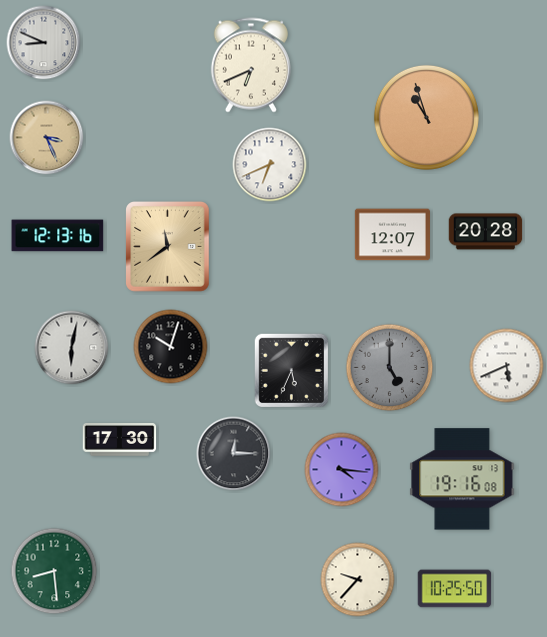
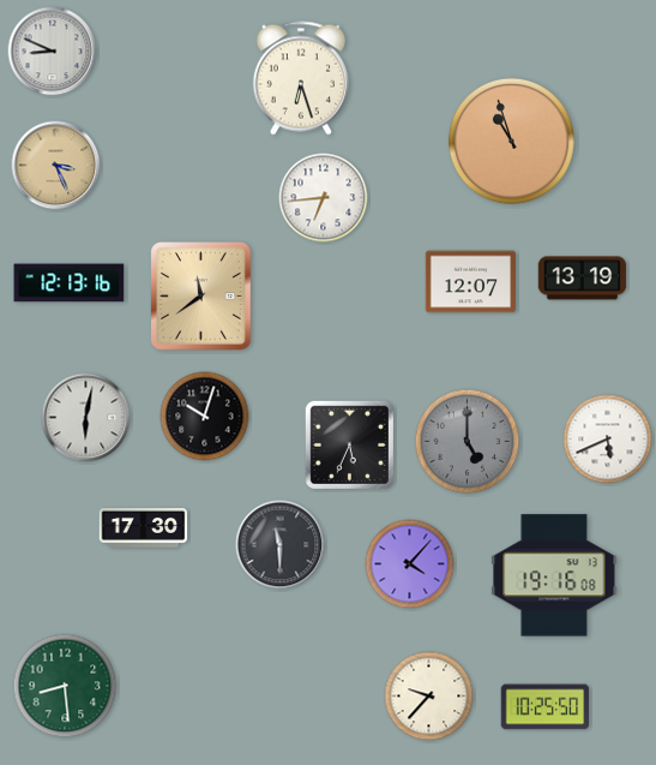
clock at (251, 65): 6:41 -> 6:27
clock at (270, 165): 6:41 -> 6:44
clock at (486, 232): 20:28 -> 13:19
clock at (234, 454): 12:15 -> 11:30
clock at (342, 470): 4:16 -> 4:07
